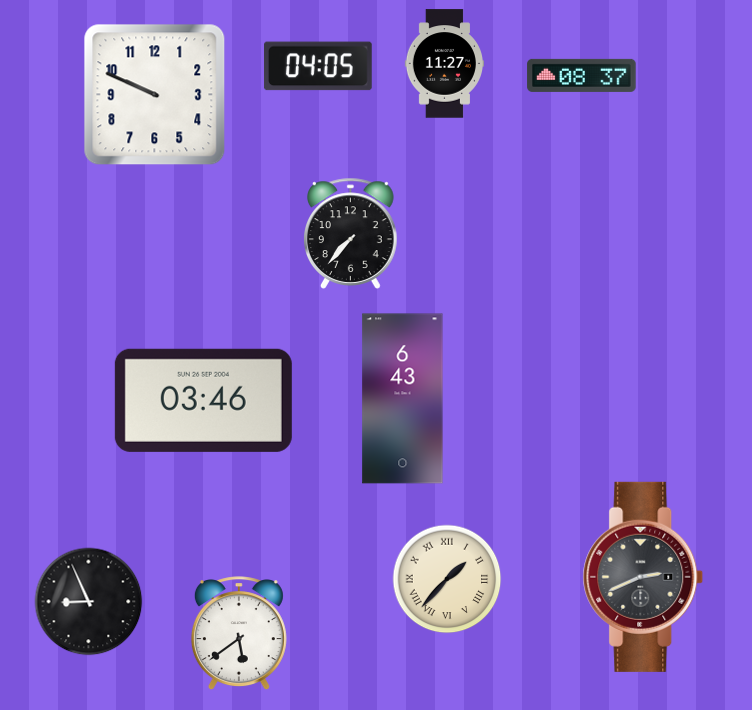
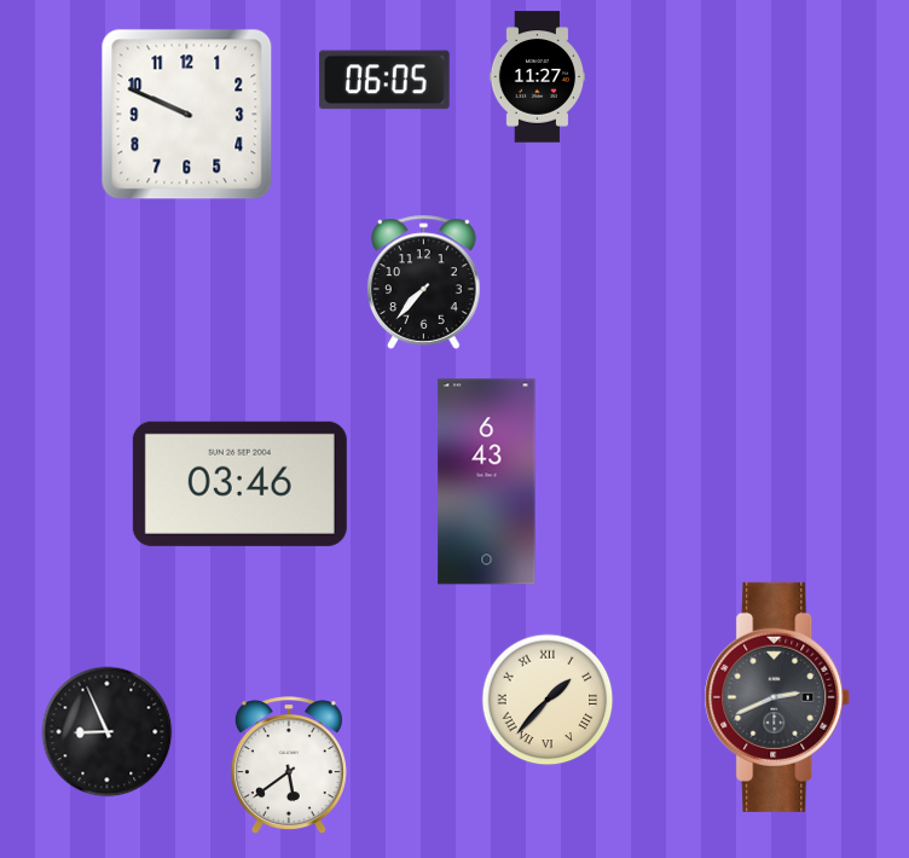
clock at (319, 66): 04:05 -> 06:05
clock at (582, 75): 08:37 -> none
clock at (203, 400) position: (203, 400) -> (239, 483)
clock at (447, 579) position: (447, 579) -> (548, 700)
clock at (89, 602) position: (89, 602) -> (108, 732)
